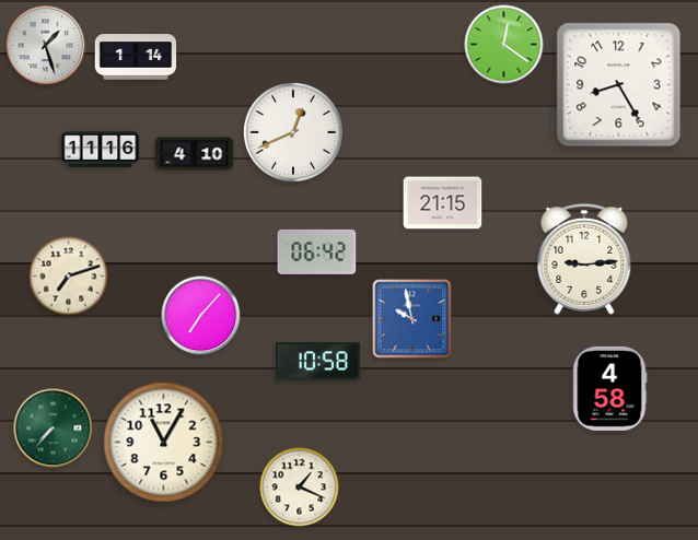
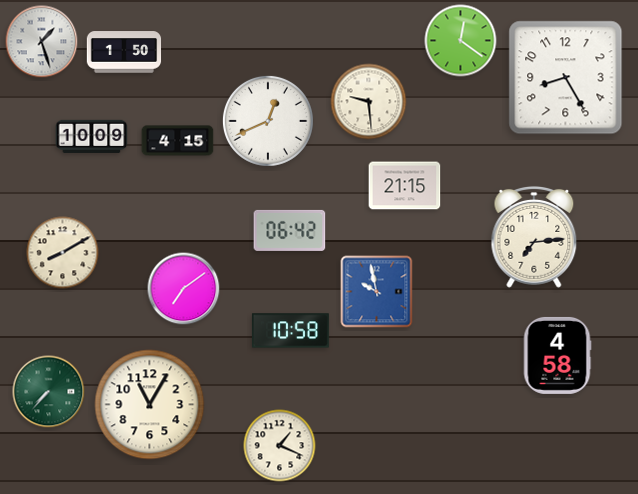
clock at (136, 57): 1:14 -> 1:50
clock at (369, 102): none -> 9:29
clock at (101, 149): 11:16 -> 10:09
clock at (195, 154): 4:10 -> 4:15
clock at (584, 259): 9:14 -> 7:14
clock at (69, 277): 7:12 -> 8:10
clock at (201, 316): 7:07 -> 7:09
clock at (300, 488) position: (300, 488) -> (280, 446)
